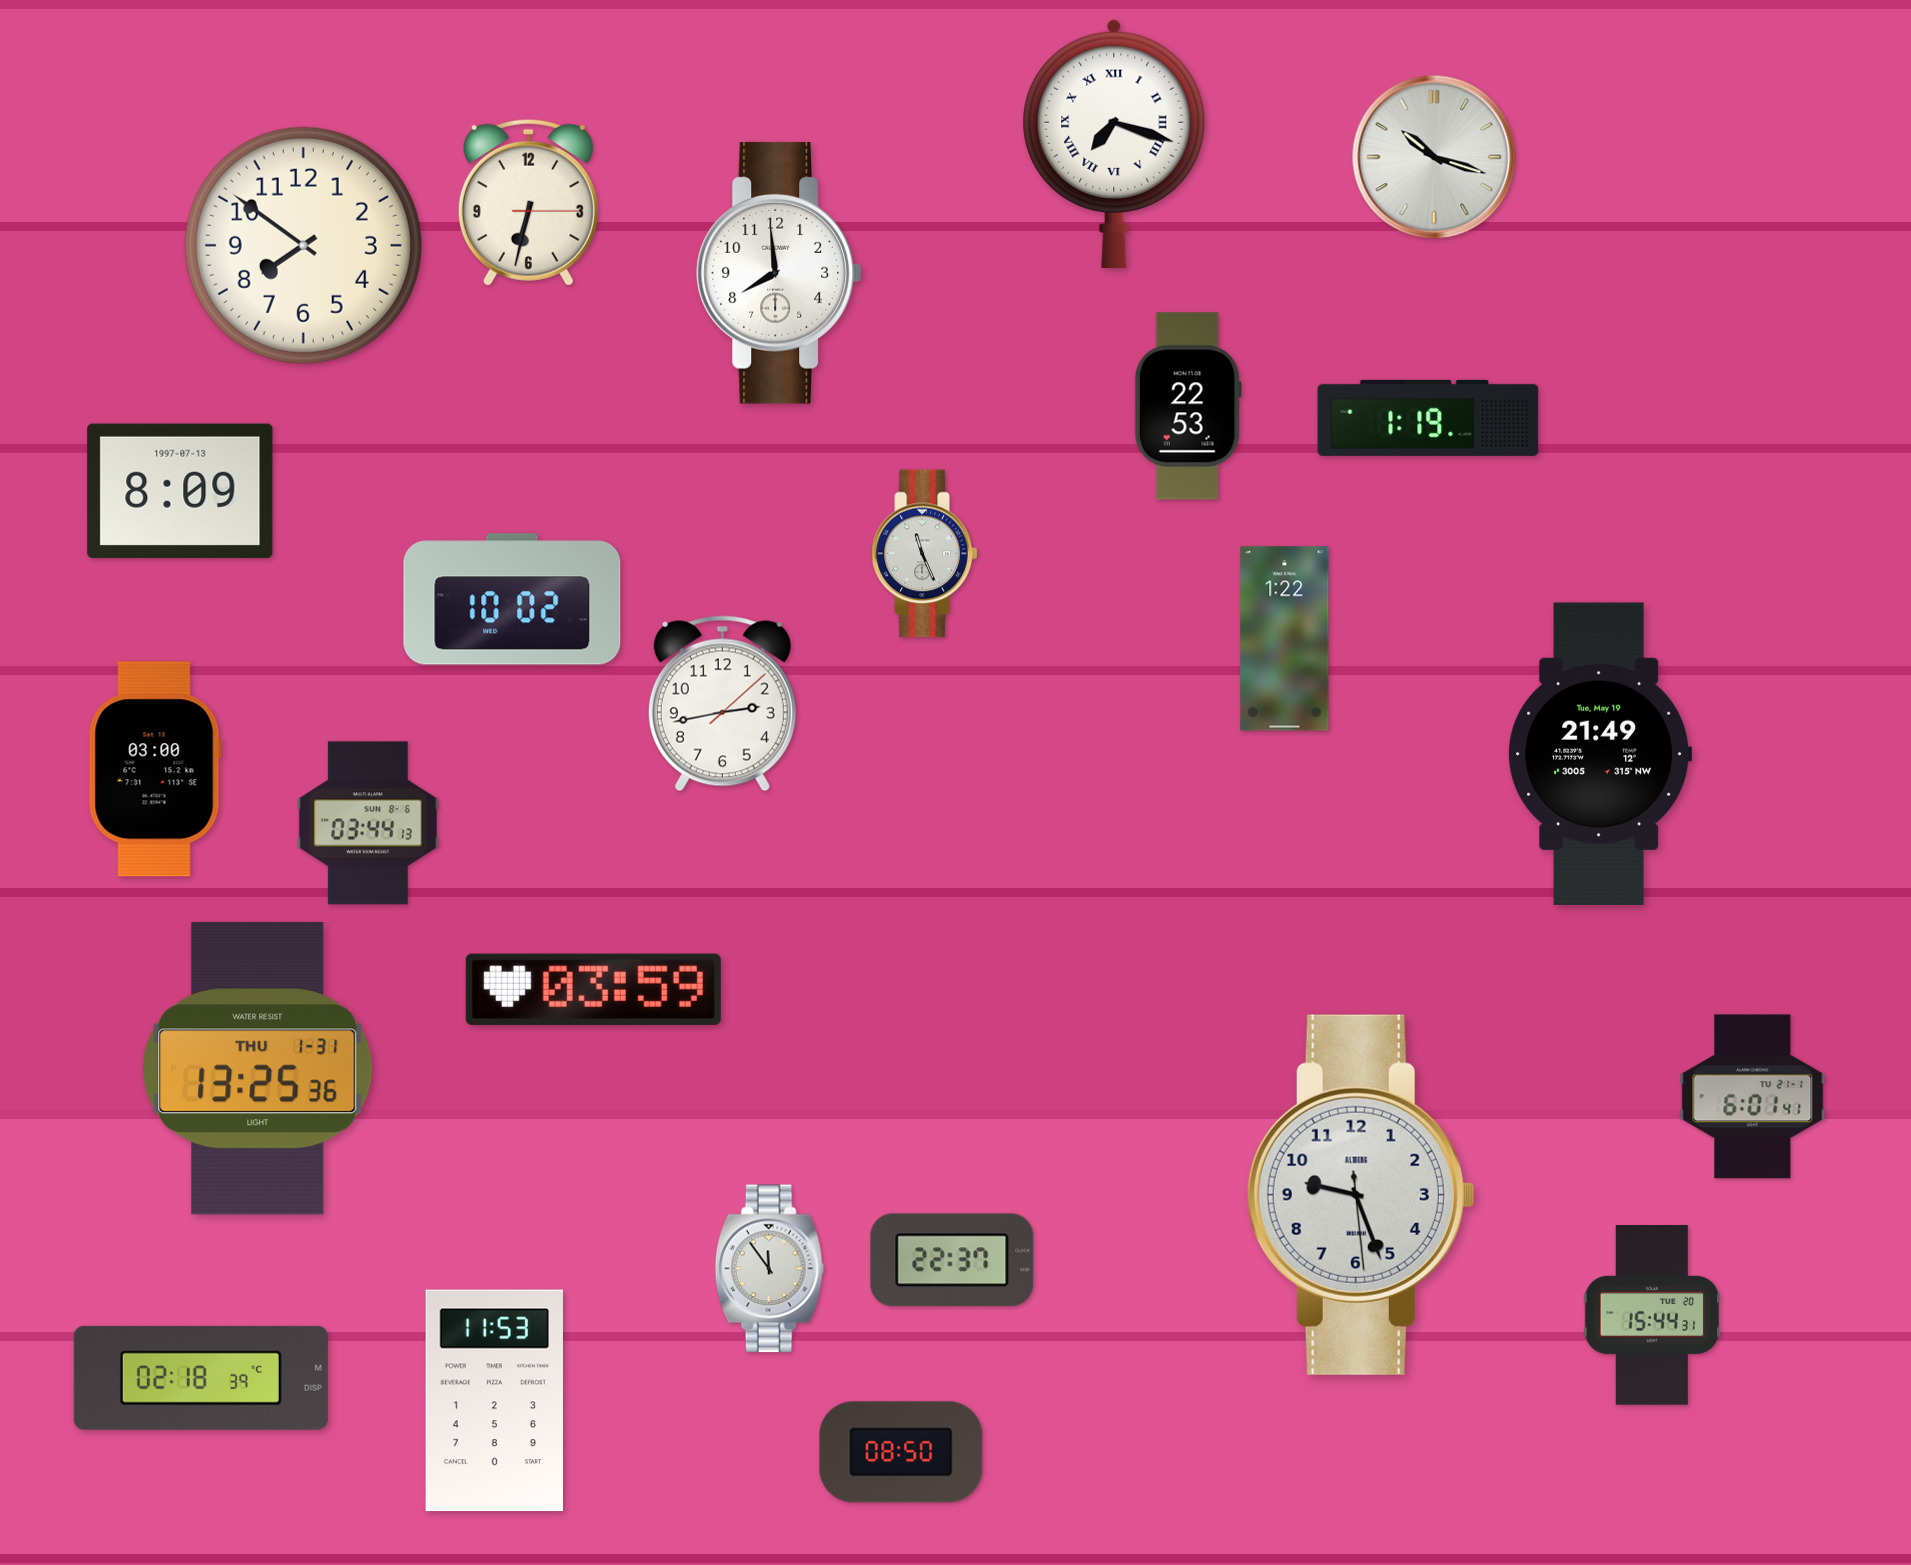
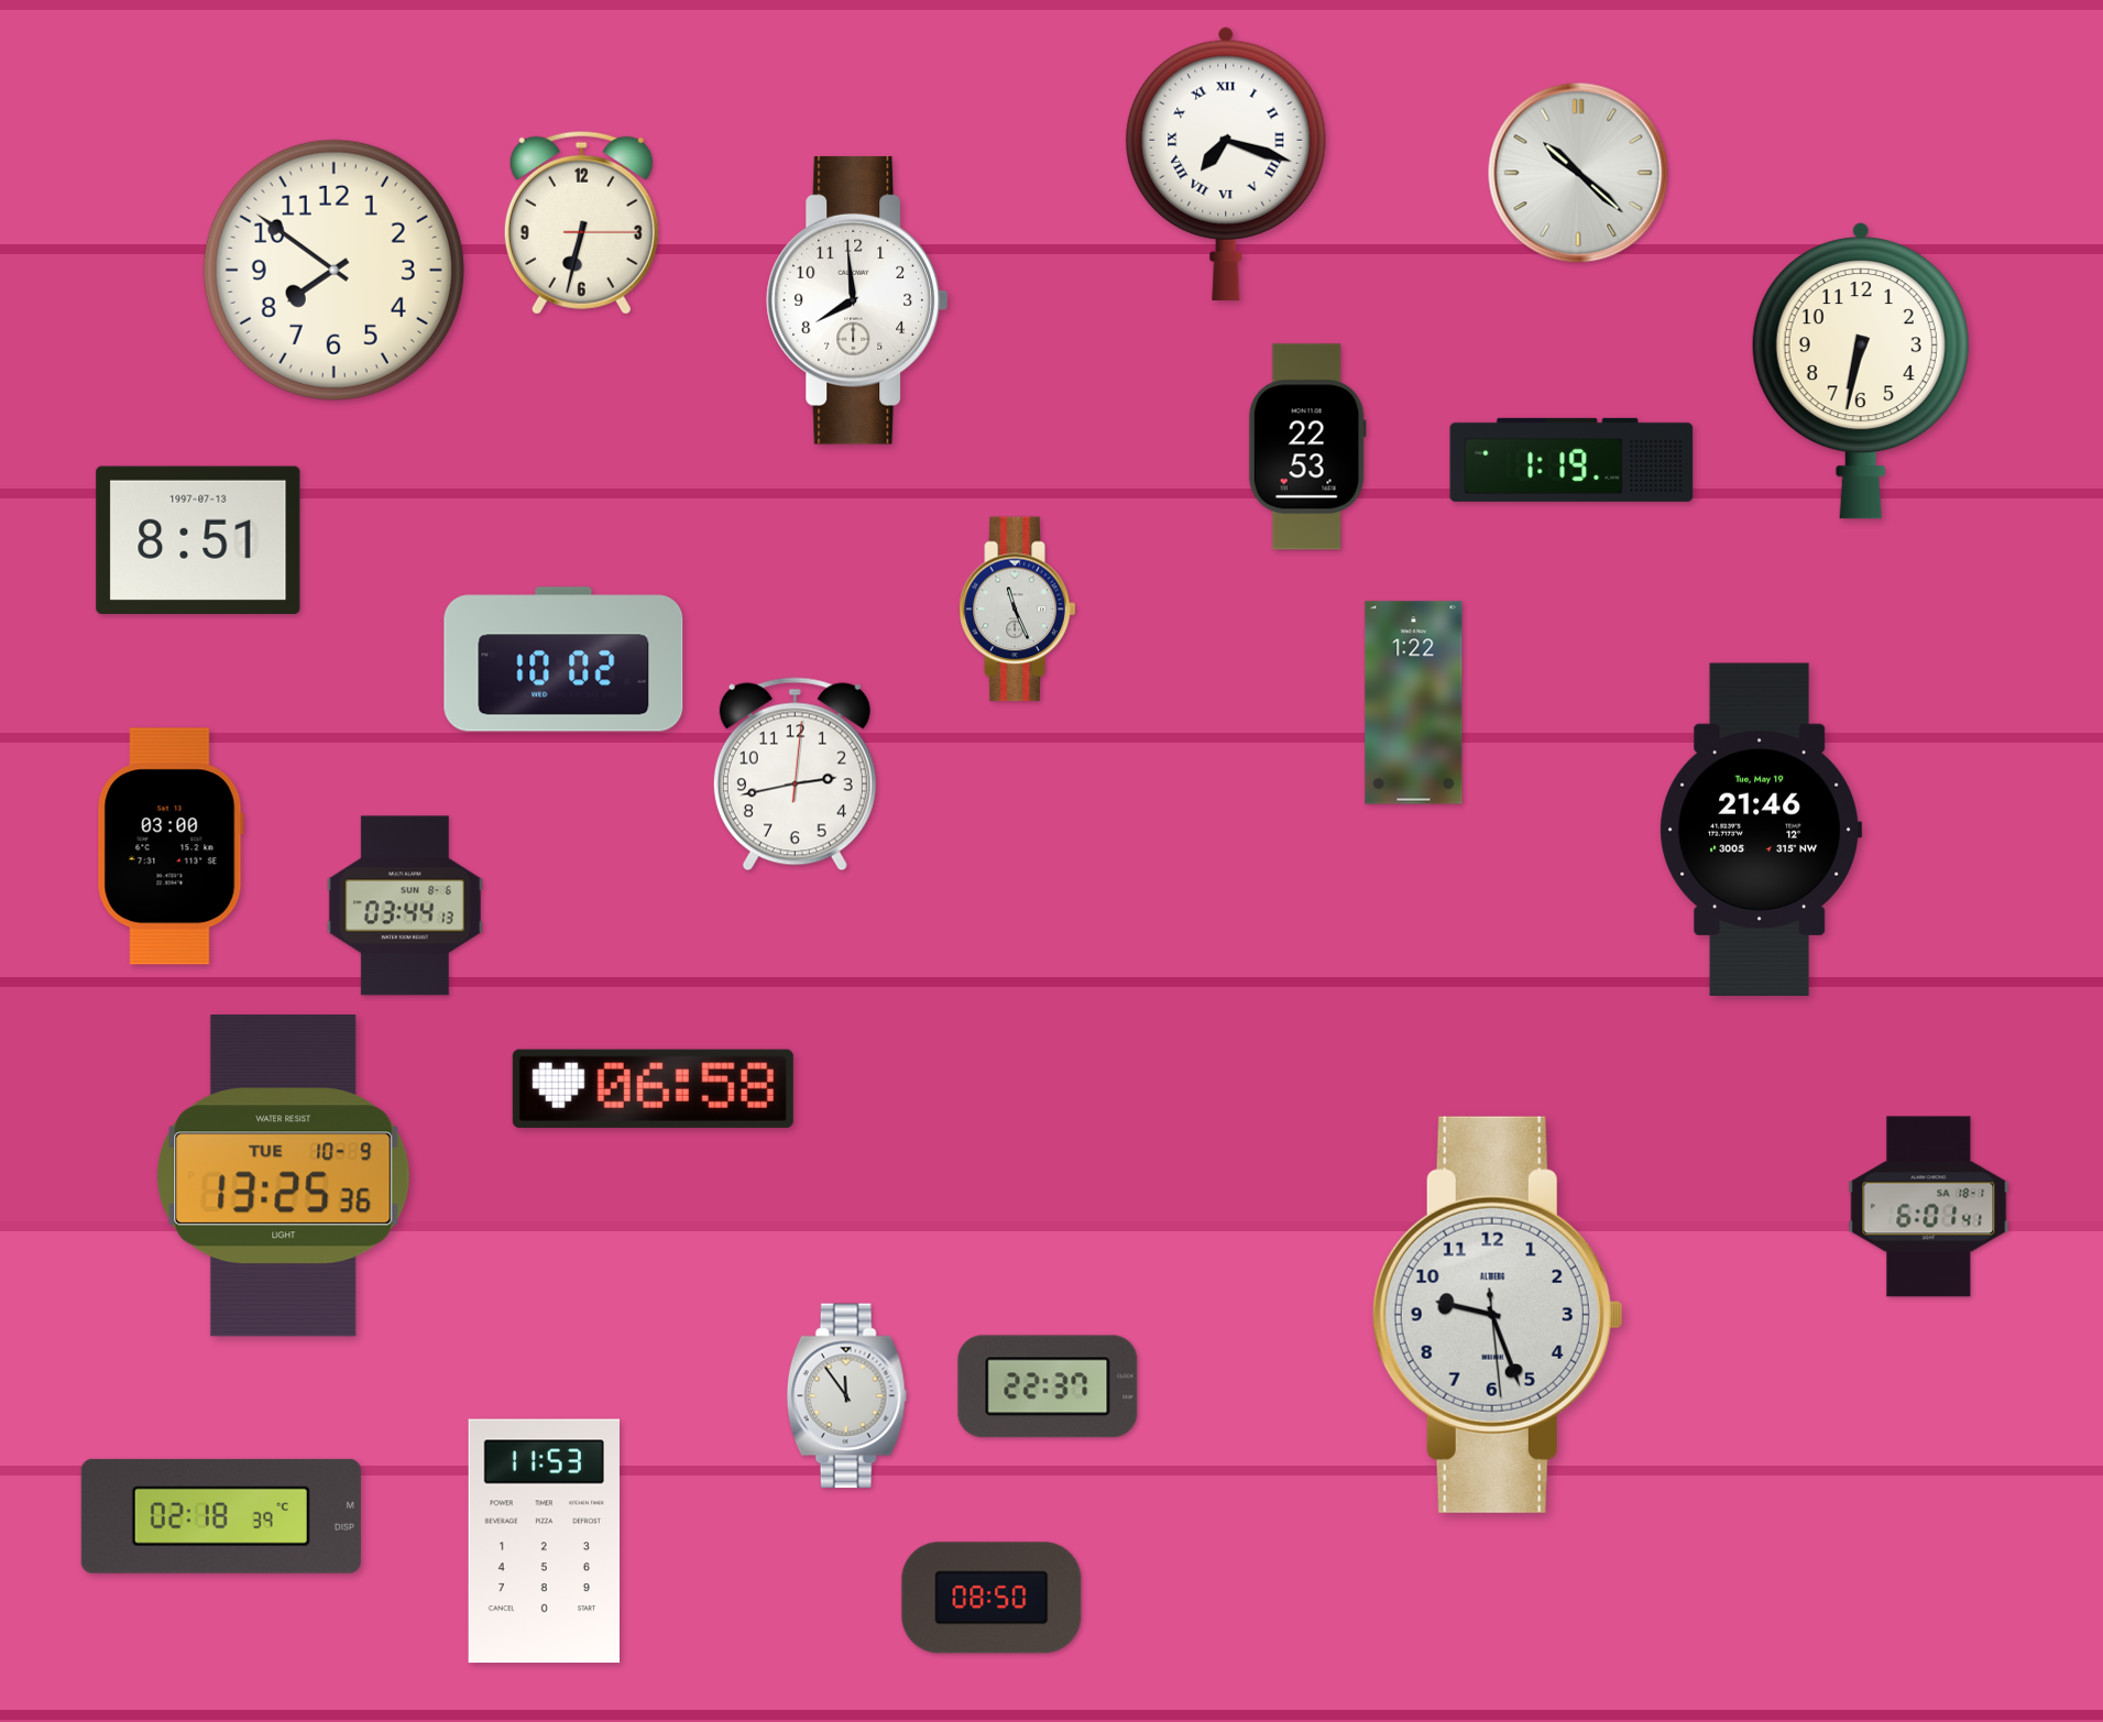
clock at (1114, 143) position: (1114, 143) -> (1226, 163)
clock at (1434, 157): 10:18 -> 10:22
clock at (1861, 371): none -> 6:32
clock at (180, 491): 8:09 -> 8:51
clock at (722, 704): 2:43:08 -> 2:43:01
clock at (1600, 753): 21:49 -> 21:46
clock at (593, 989): 03:59 -> 06:58
clock at (258, 1069) date: THU 1-31 -> TUE 10-9
clock at (1753, 1097) date: TU 21-1 -> SA 18-1
clock at (1652, 1315): 15:44 -> none
